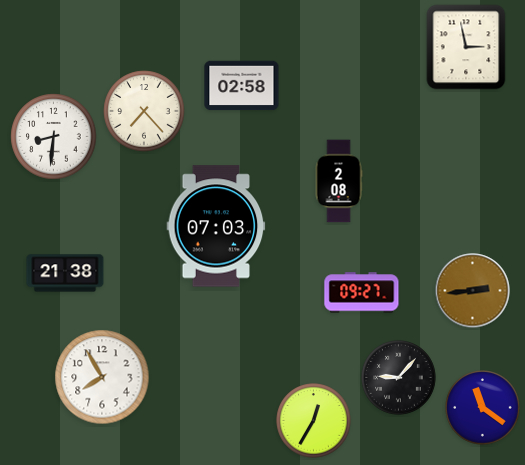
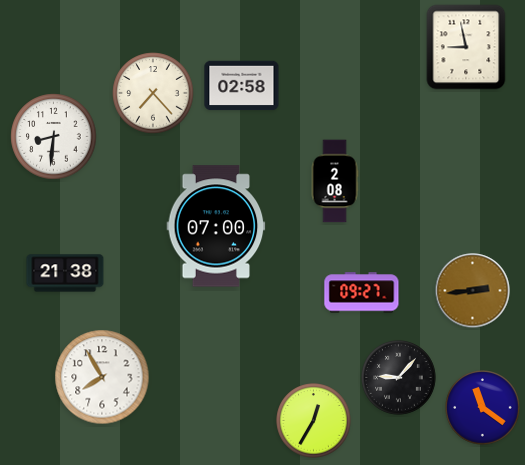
clock at (466, 47): 2:58 -> 8:58
clock at (144, 111) position: (144, 111) -> (153, 93)
clock at (339, 181) position: (339, 181) -> (335, 181)
clock at (216, 226): 07:03 -> 07:00
